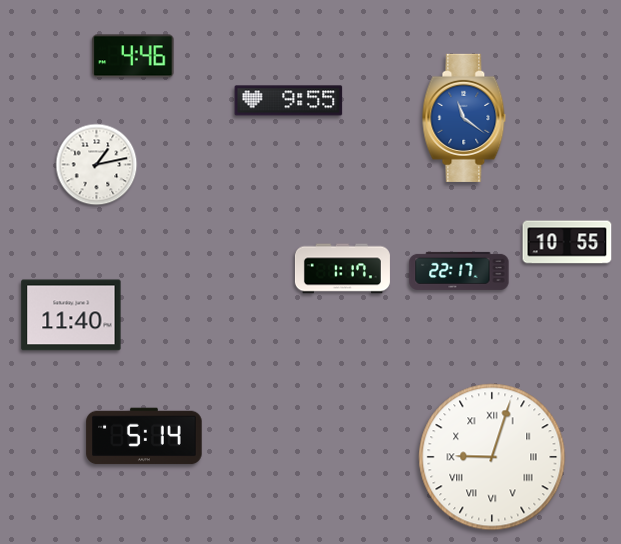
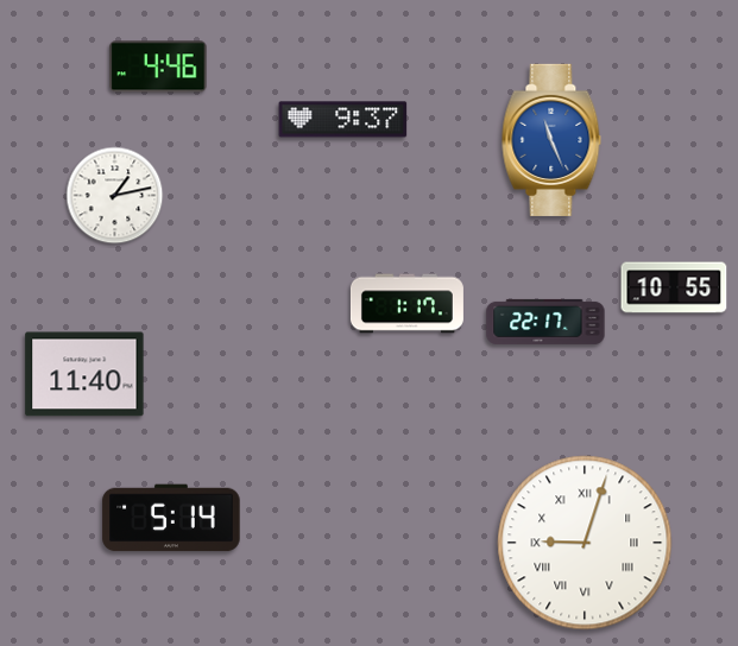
clock at (289, 101): 9:55 -> 9:37
clock at (464, 118): 11:21 -> 11:26
clock at (342, 269) position: (342, 269) -> (406, 304)
